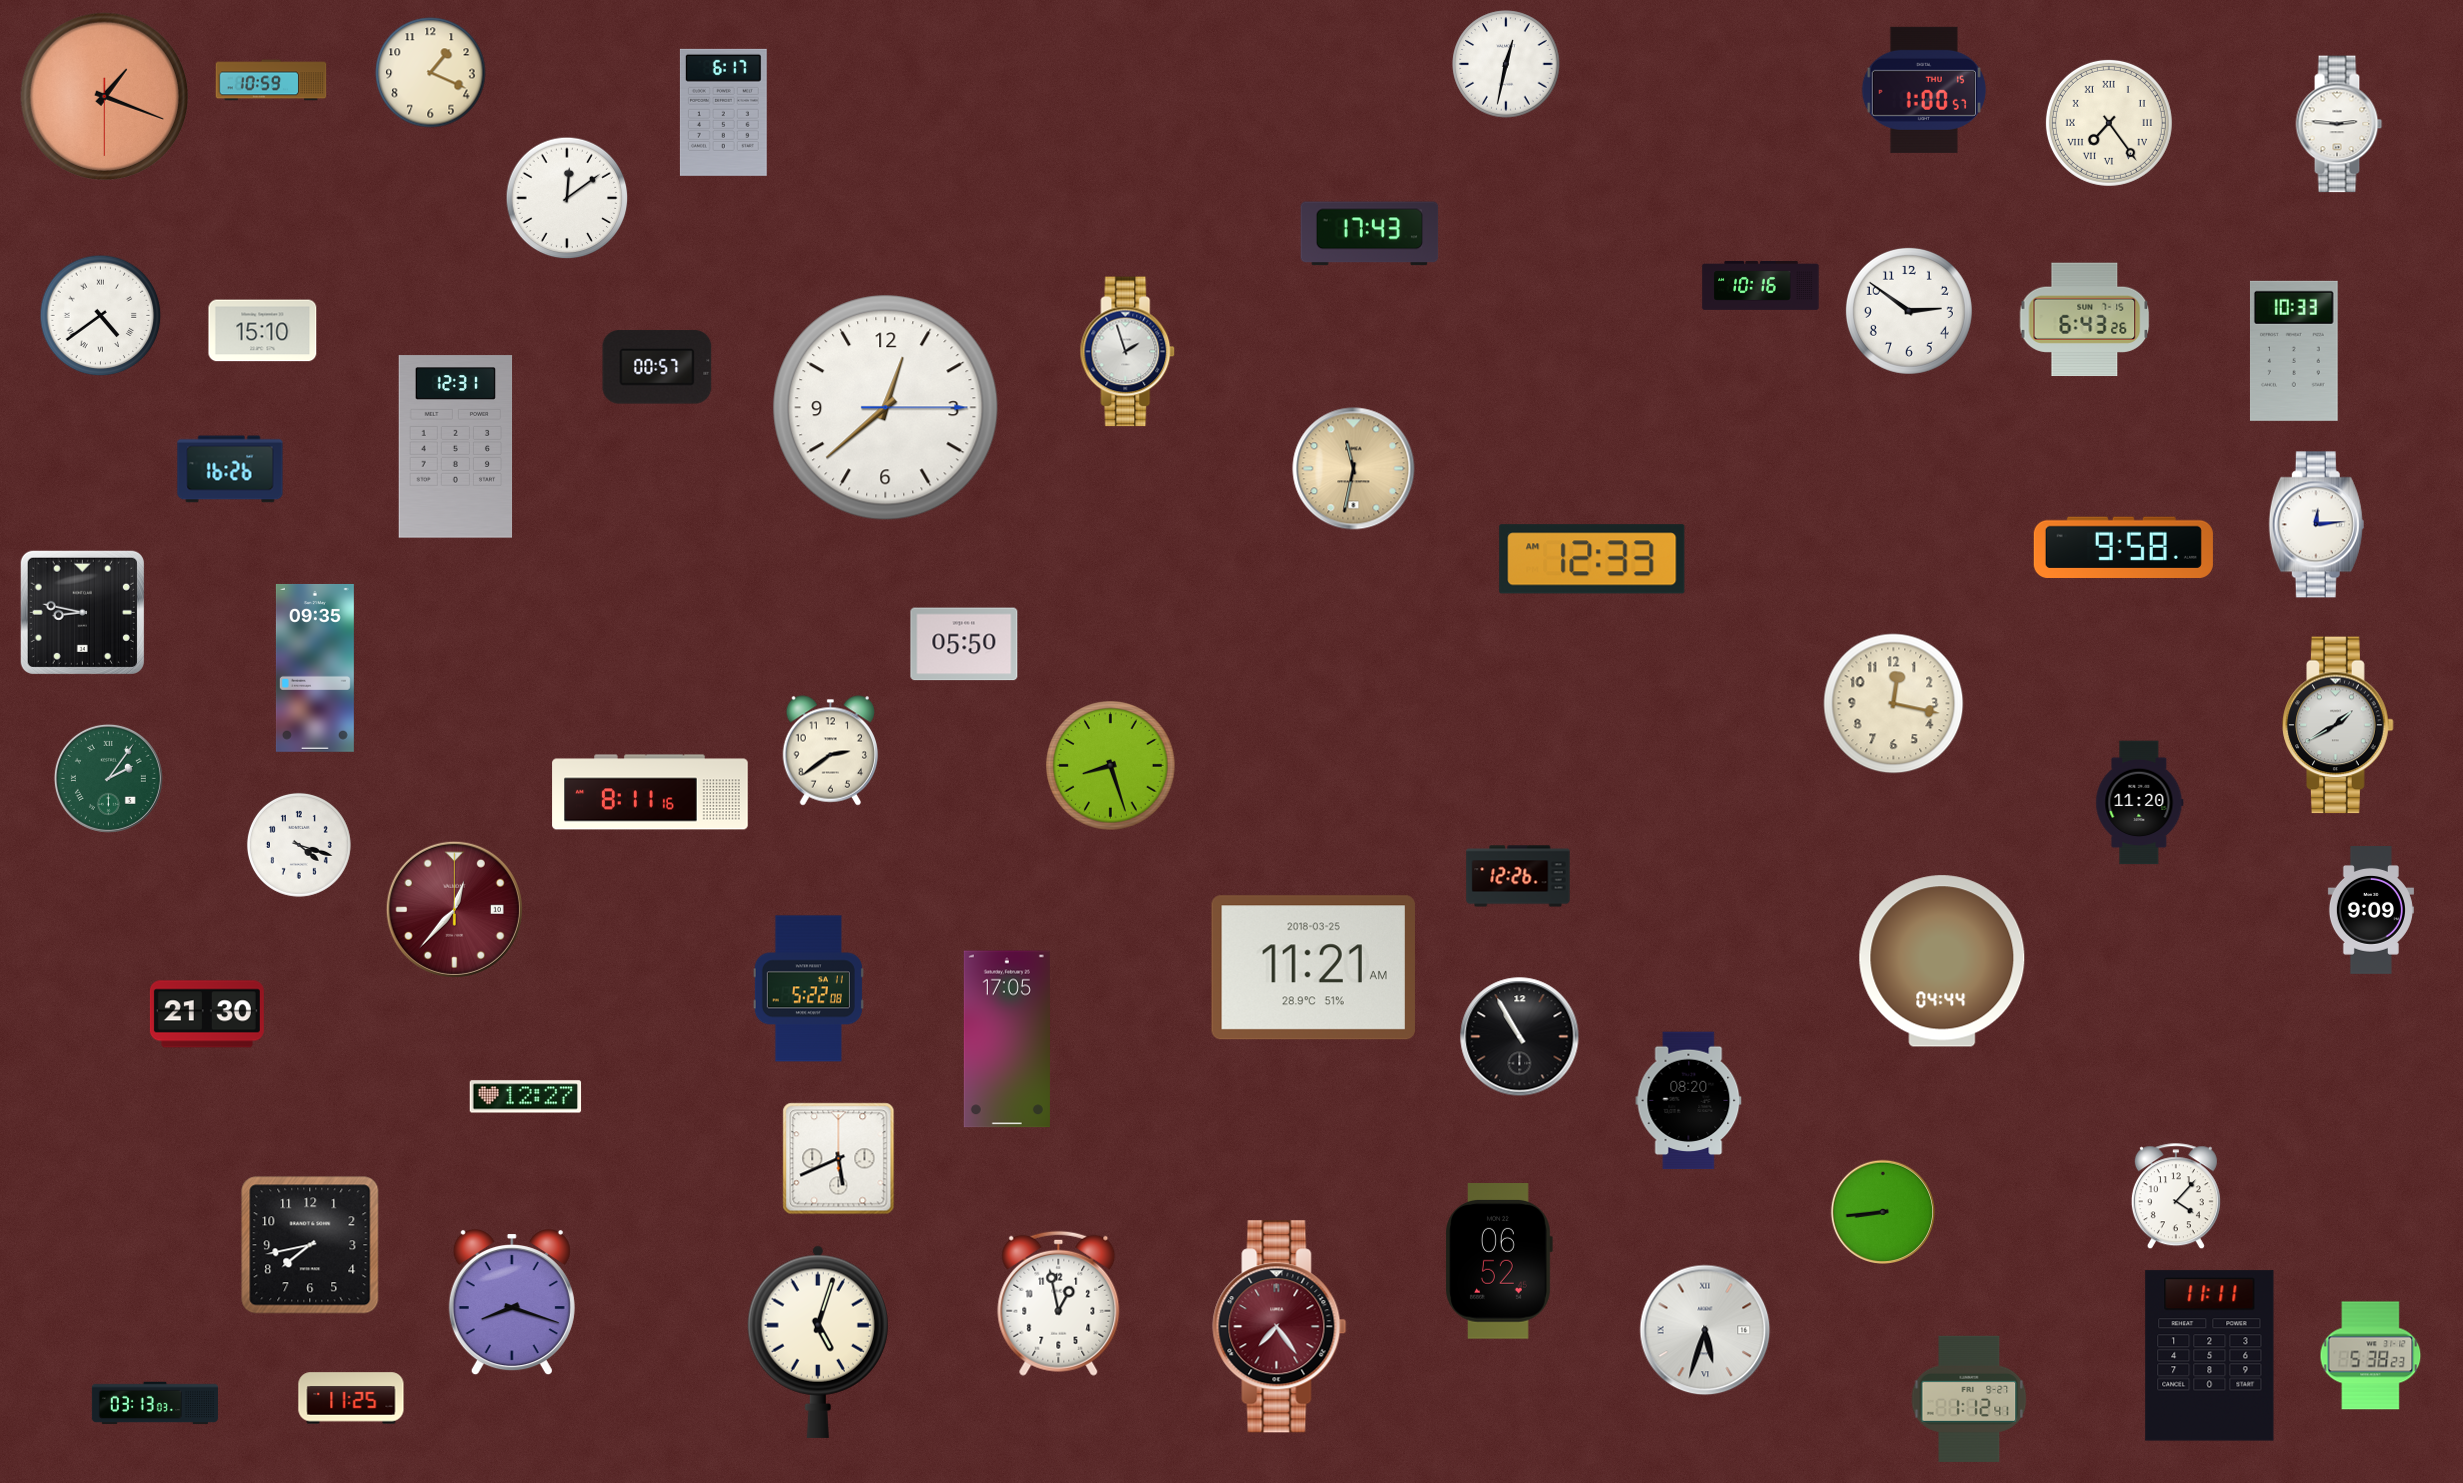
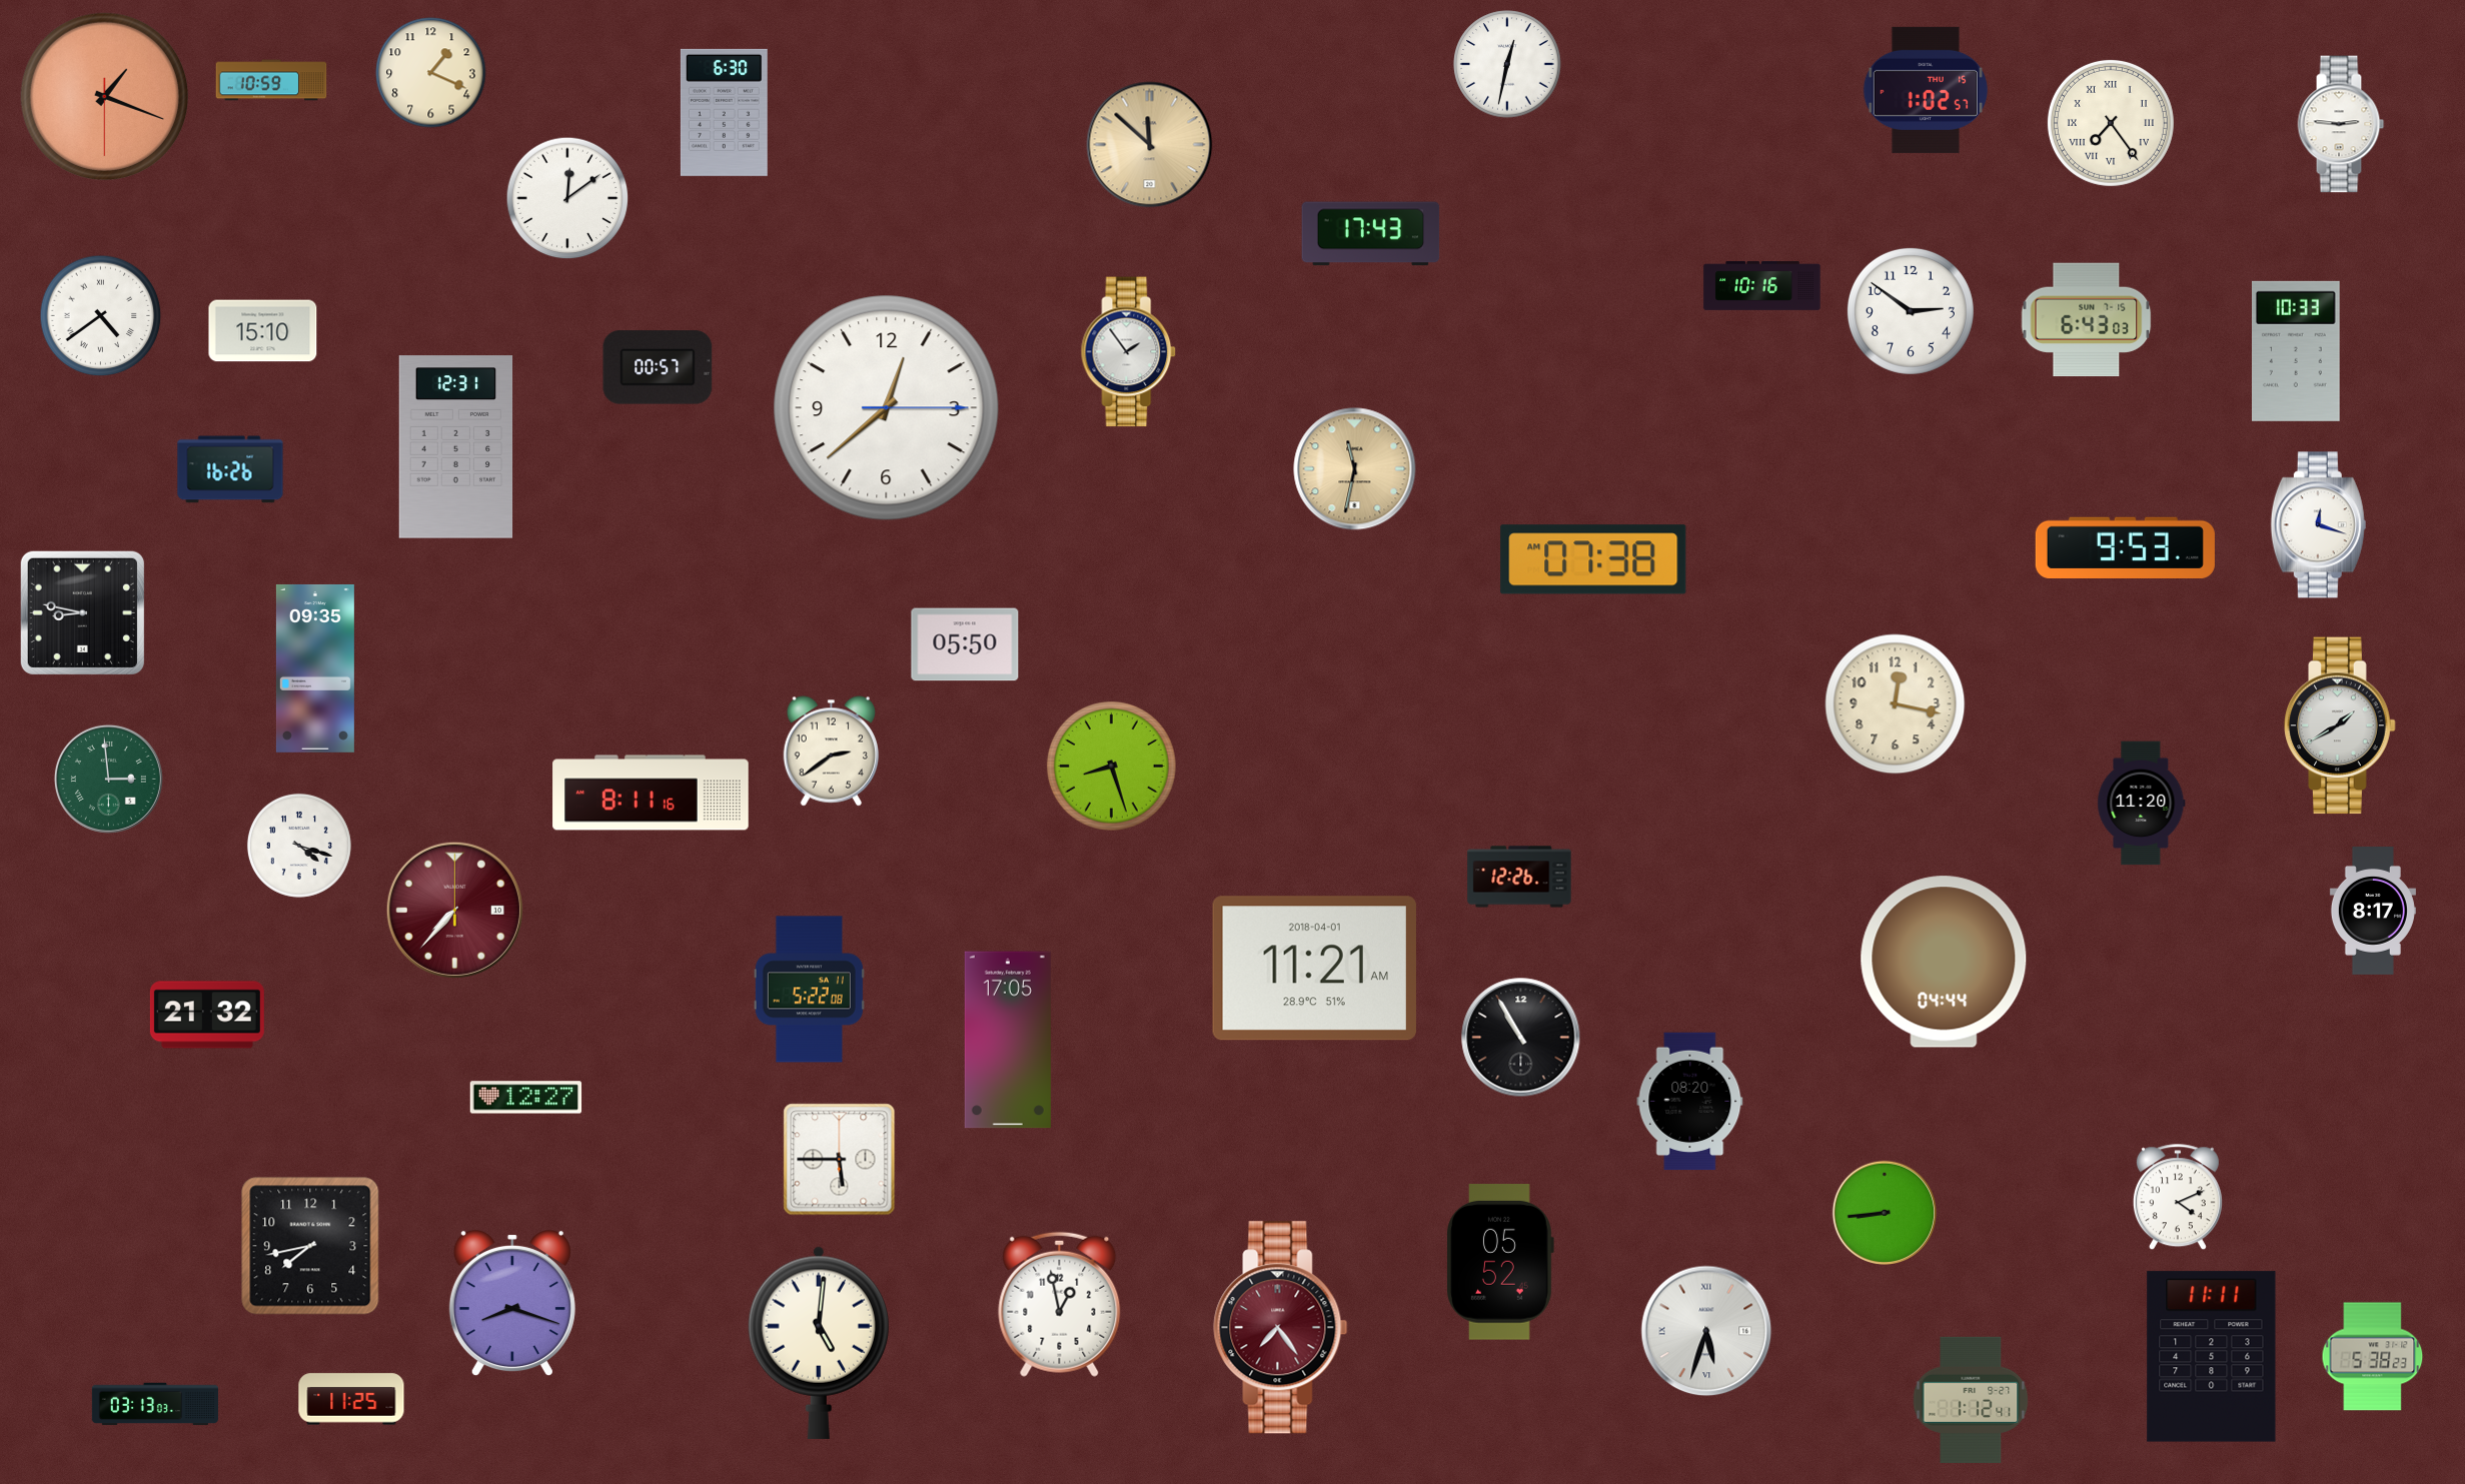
clock at (1924, 90): 1:00 -> 1:02
clock at (723, 112): 6:17 -> 6:30
clock at (1150, 145): none -> 11:52
clock at (2085, 320): 6:43:26 -> 6:43:03
clock at (1128, 352): 1:57 -> 1:54
clock at (2316, 525): 12:14 -> 12:18
clock at (2123, 547): 9:58 -> 9:53
clock at (1592, 559): 12:33 -> 07:38
clock at (108, 778): 2:06 -> 2:59
clock at (454, 909): 12:37 -> 7:37
clock at (2371, 911): 9:09 -> 8:17
clock at (1313, 968) date: 2018-03-25 -> 2018-04-01
clock at (207, 1014): 21:30 -> 21:32
clock at (839, 1159): 5:41 -> 5:45
clock at (2176, 1197): 4:07 -> 4:11
clock at (1499, 1262): 06:52 -> 05:52
clock at (818, 1342): 5:03 -> 5:01
